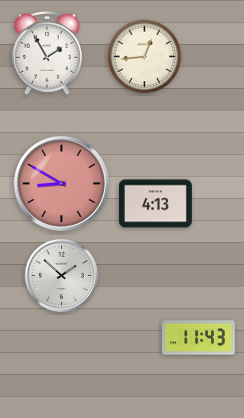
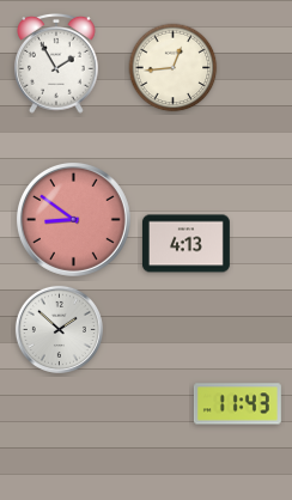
clock at (61, 183): 8:50 -> 8:51
clock at (61, 275) position: (61, 275) -> (59, 329)
